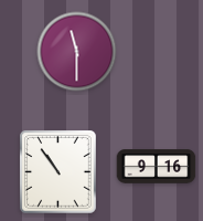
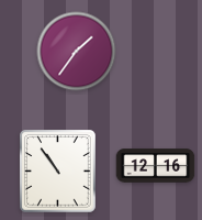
clock at (77, 52): 11:30 -> 1:36
clock at (157, 167): 9:16 -> 12:16
